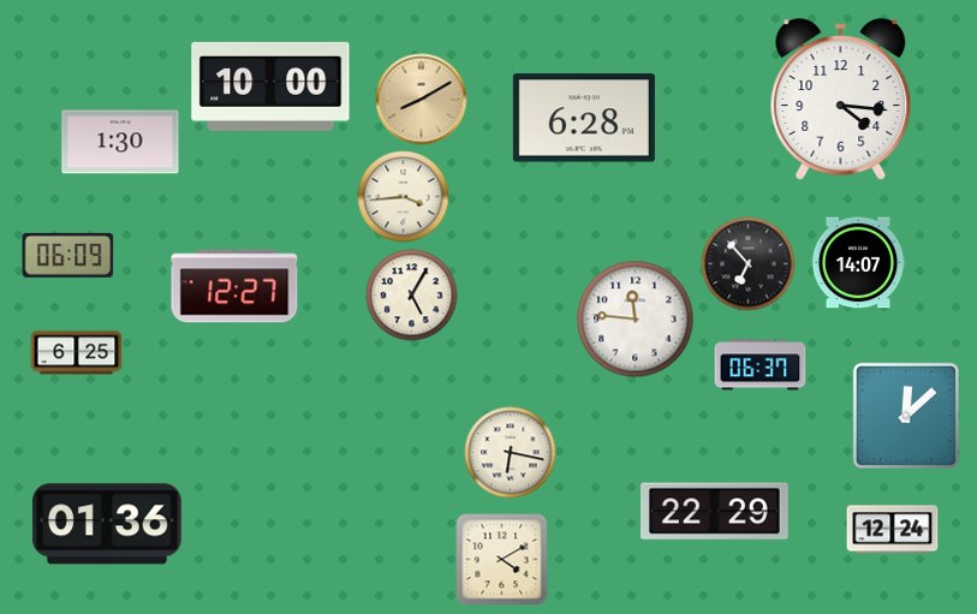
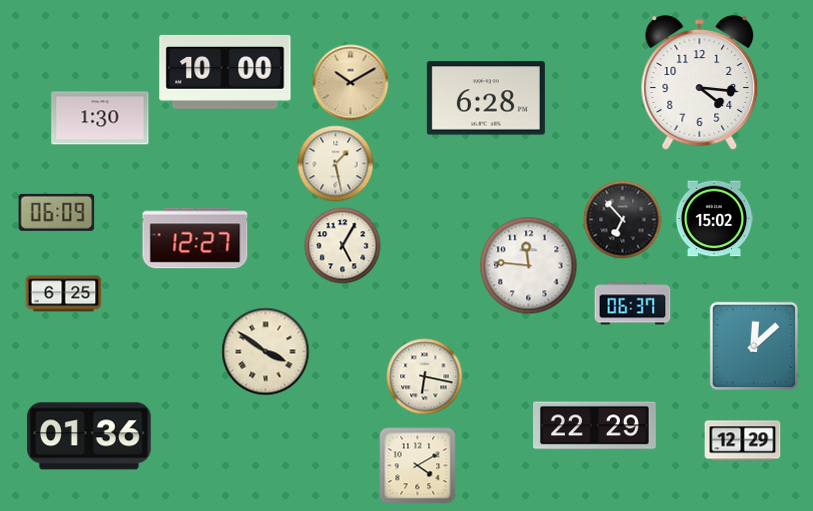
clock at (422, 100): 8:10 -> 10:10
clock at (404, 197): 3:44 -> 1:28
clock at (858, 263): 14:07 -> 15:02
clock at (266, 352): none -> 3:51
clock at (893, 530): 12:24 -> 12:29
